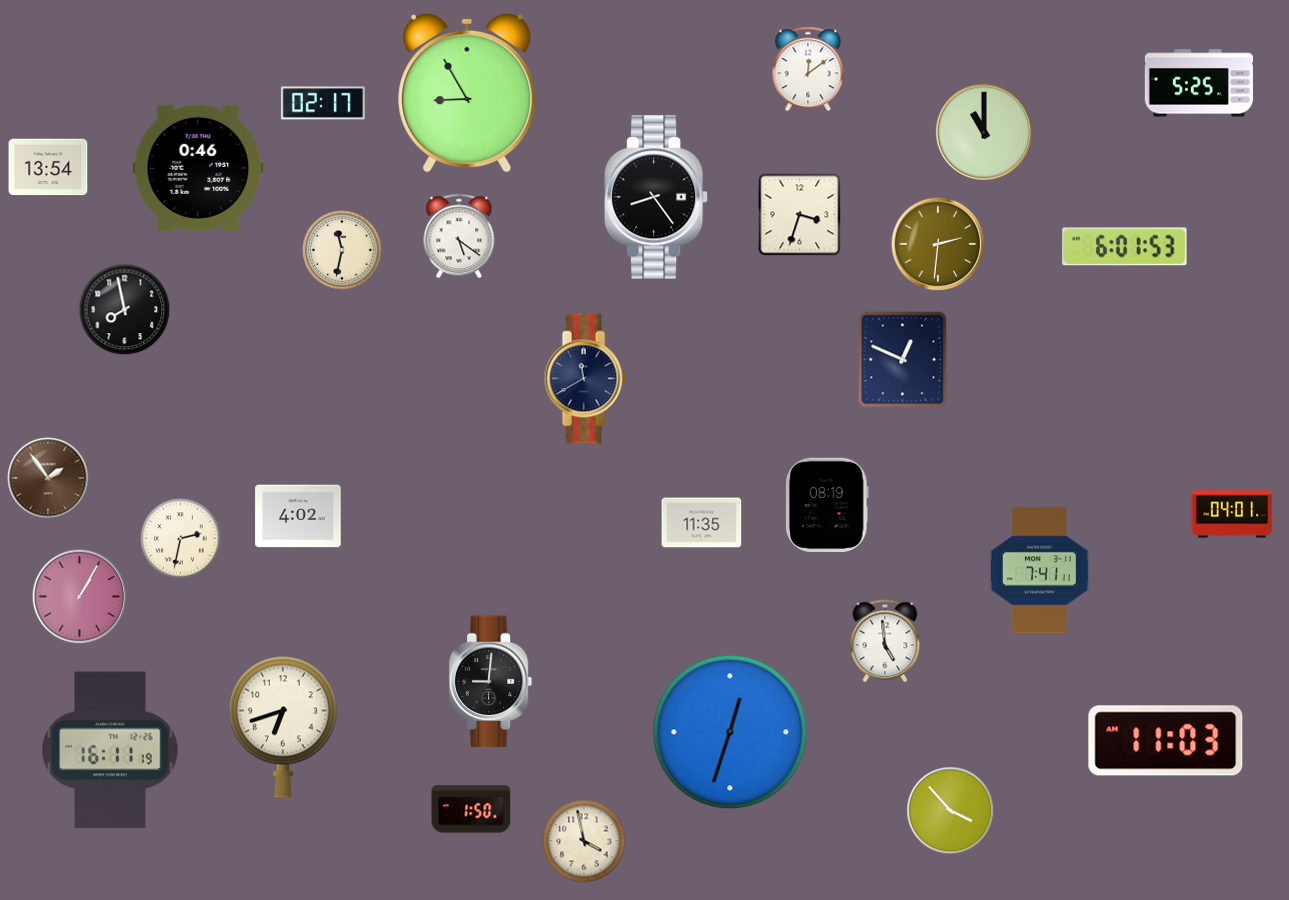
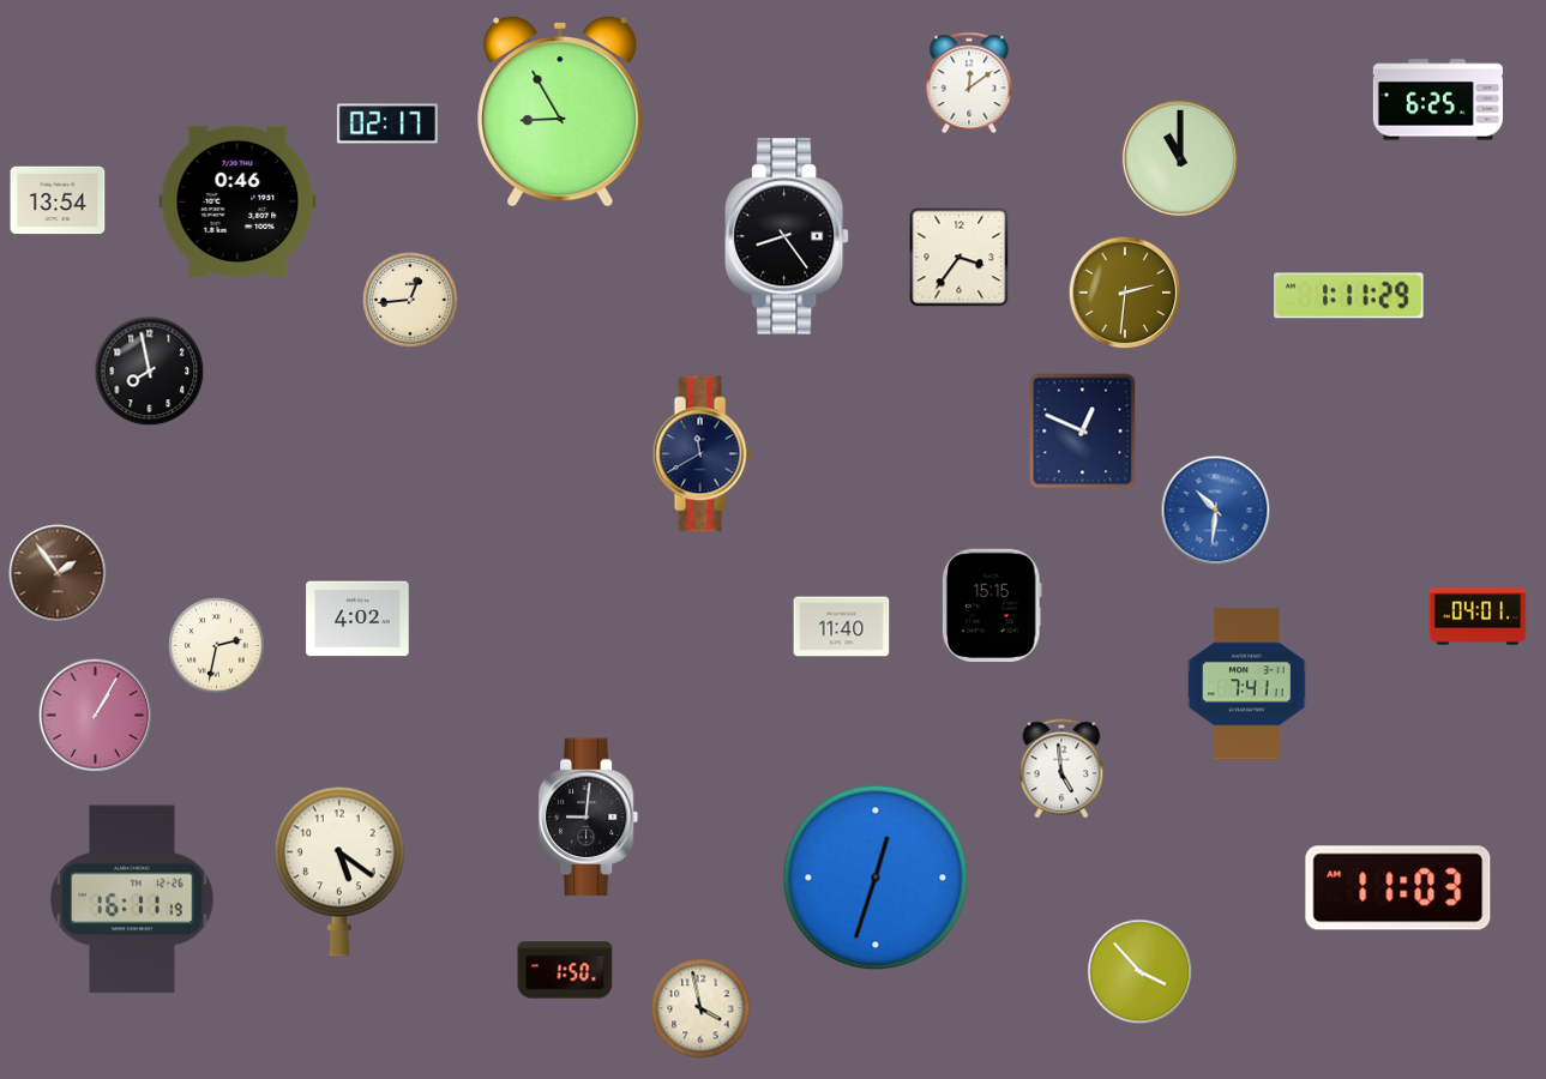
clock at (1199, 83): 5:25 -> 6:25
clock at (800, 215): 3:33 -> 3:36
clock at (459, 236): 5:21 -> none
clock at (1125, 247): 6:01 -> 1:11
clock at (342, 250): 11:32 -> 12:44
clock at (1216, 511): none -> 10:31
clock at (827, 505): 08:19 -> 15:15
clock at (702, 523): 11:35 -> 11:40
clock at (283, 727): 6:42 -> 5:21
